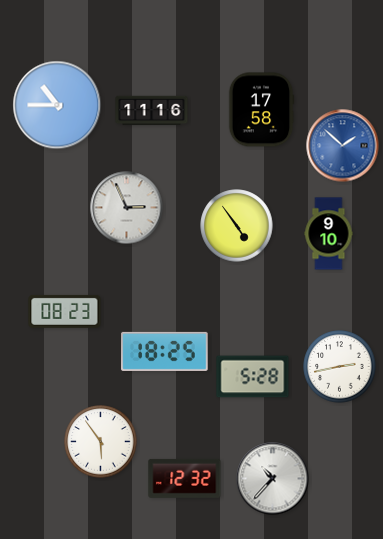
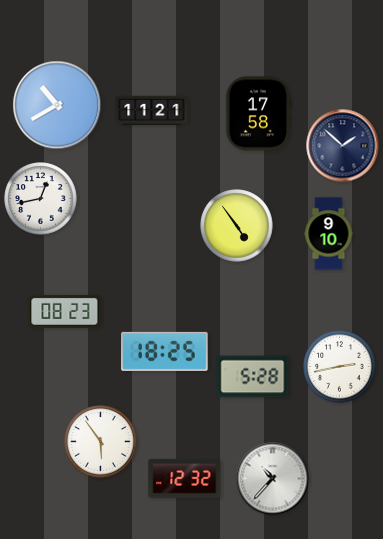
clock at (57, 105): 10:45 -> 10:40
clock at (261, 110) position: (261, 110) -> (258, 114)
clock at (152, 111): 11:16 -> 11:21
clock at (343, 146) dial: blue -> navy
clock at (41, 199): none -> 12:43
clock at (127, 208): 2:56 -> none
